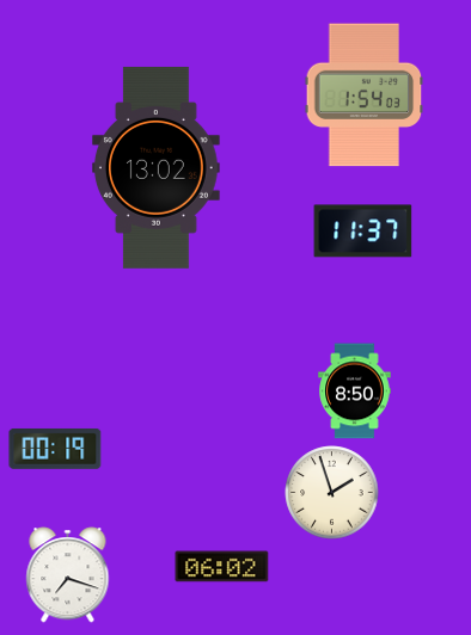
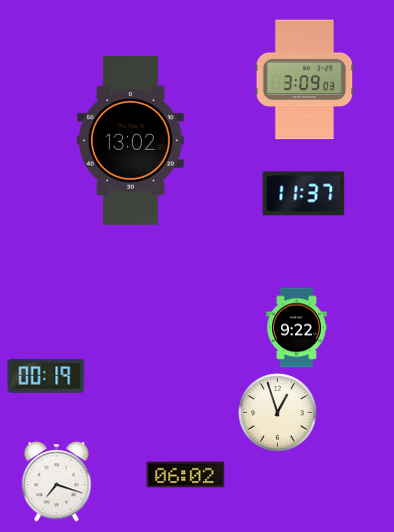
clock at (365, 95): 1:54 -> 3:09
clock at (355, 392): 8:50 -> 9:22
clock at (332, 493): 1:57 -> 12:57
